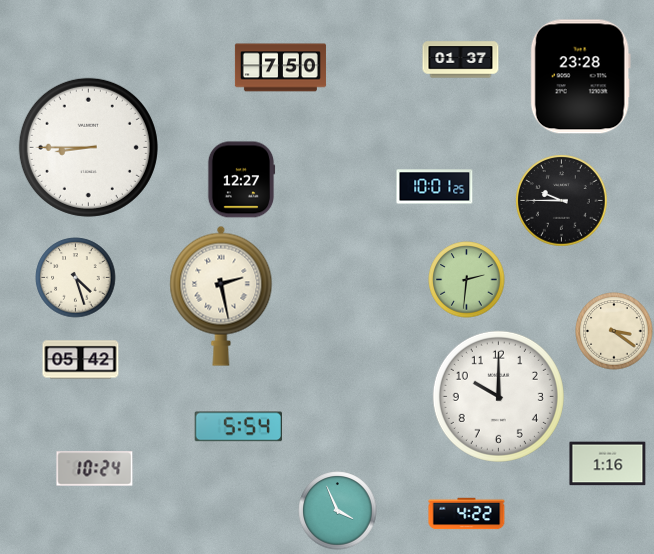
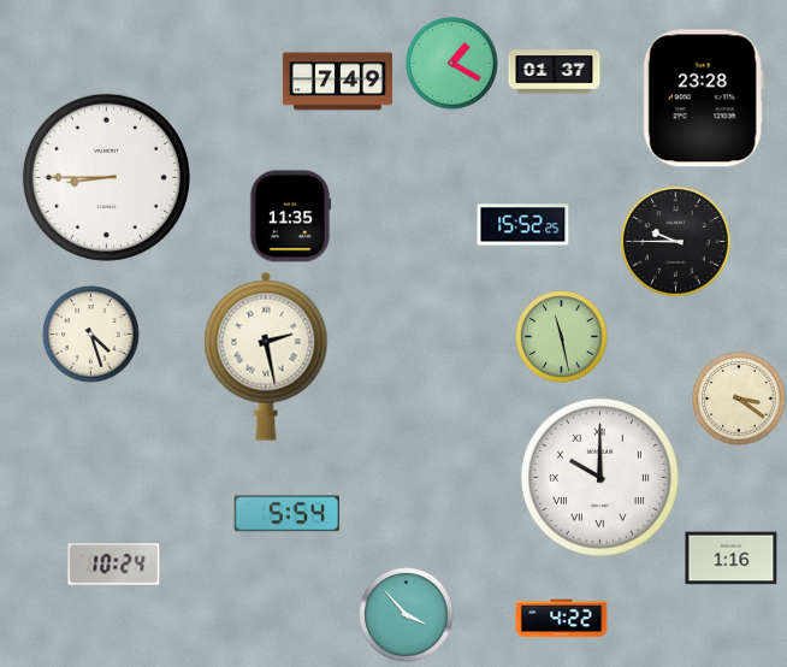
clock at (452, 64): none -> 1:20
clock at (280, 68): 7:50 -> 7:49
clock at (580, 77) position: (580, 77) -> (703, 99)
clock at (241, 180): 12:27 -> 11:35
clock at (435, 187): 10:01 -> 15:52
clock at (467, 280): 2:31 -> 11:28
clock at (81, 360): 05:42 -> none
clock at (498, 396) numerals: Arabic -> Roman
clock at (338, 511): 3:56 -> 3:53
